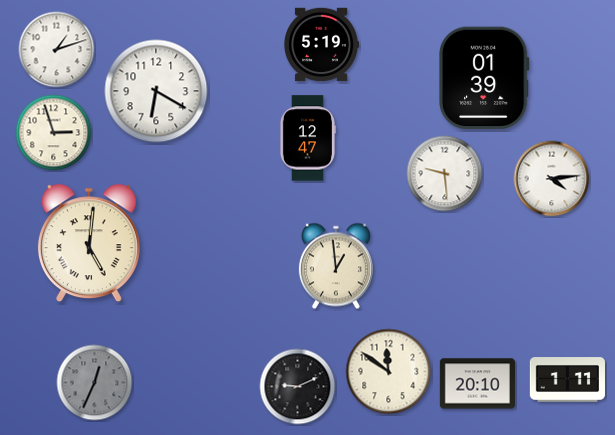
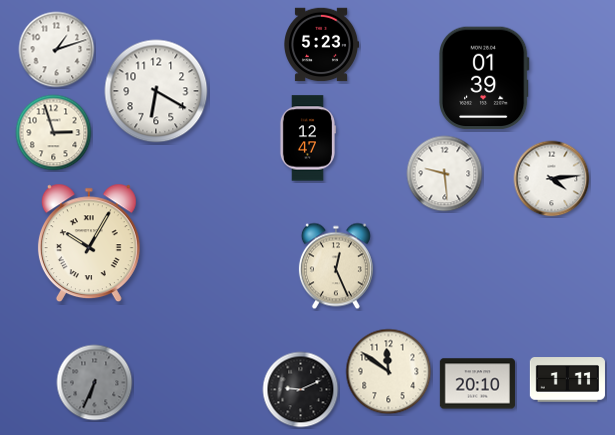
clock at (321, 45): 5:19 -> 5:23
clock at (89, 243): 5:01 -> 10:05
clock at (336, 266): 12:59 -> 12:26
clock at (95, 383): 12:34 -> 6:34
clock at (298, 387) position: (298, 387) -> (301, 390)
